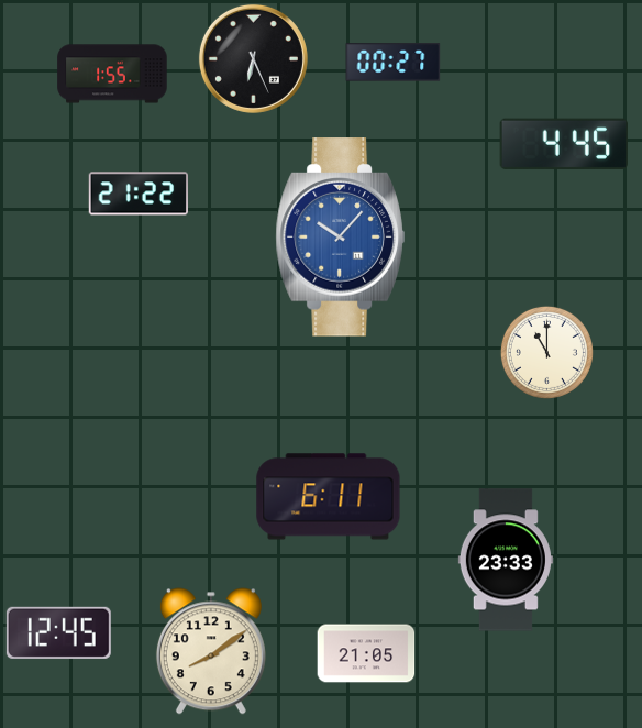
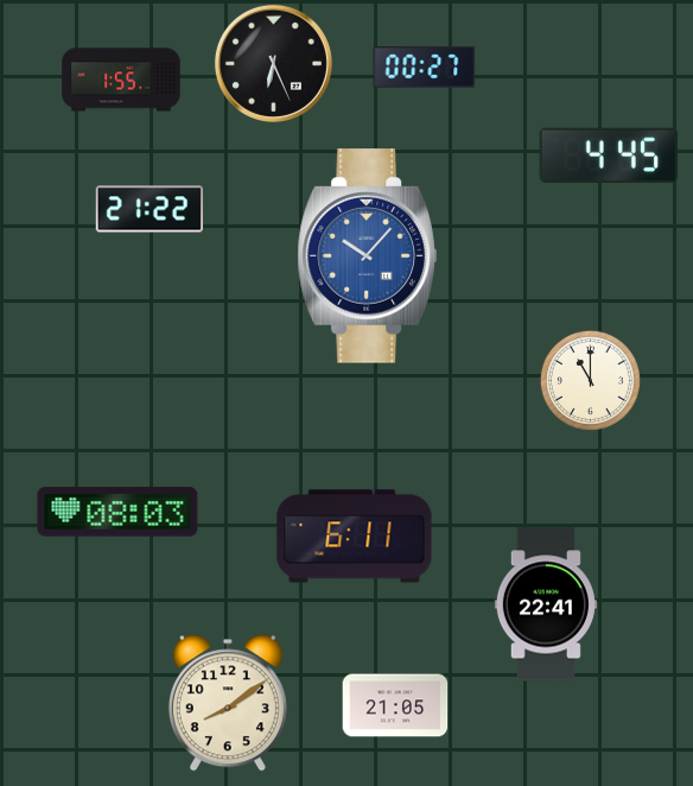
clock at (117, 512): none -> 08:03
clock at (506, 560): 23:33 -> 22:41
clock at (58, 632): 12:45 -> none
